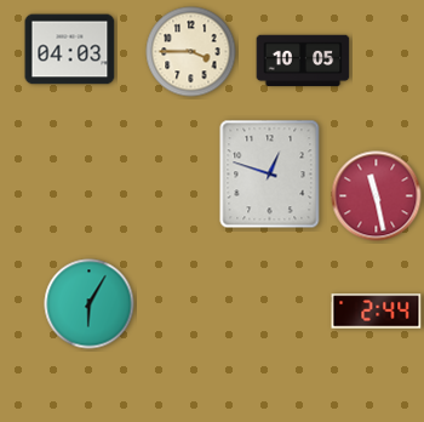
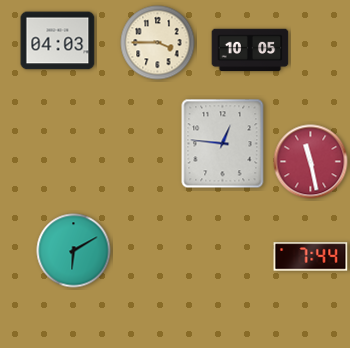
clock at (270, 175): 12:48 -> 12:46
clock at (90, 304): 6:05 -> 6:10
clock at (377, 312): 2:44 -> 7:44
